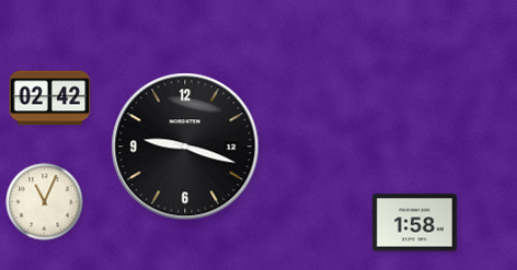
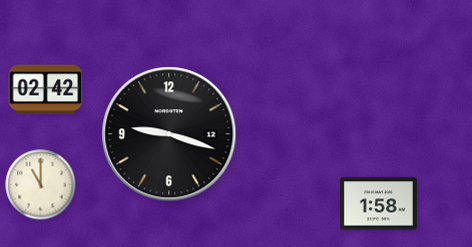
clock at (45, 202): 11:04 -> 11:00
